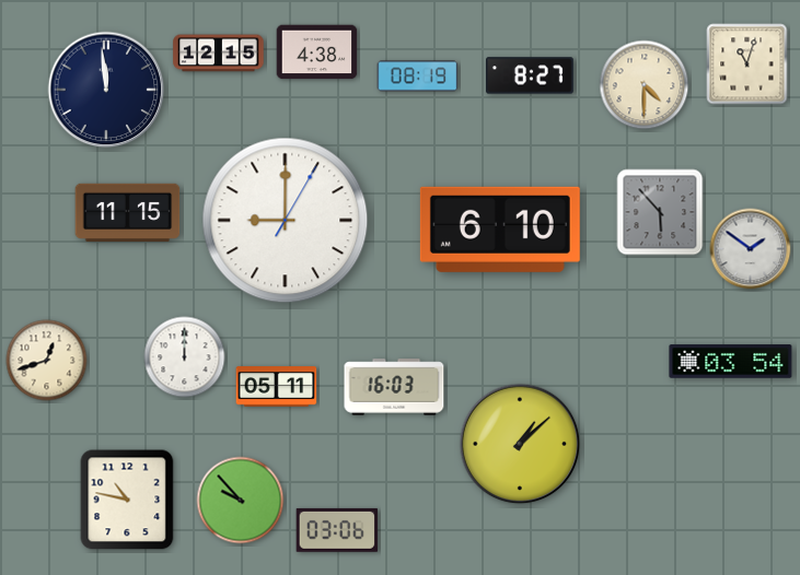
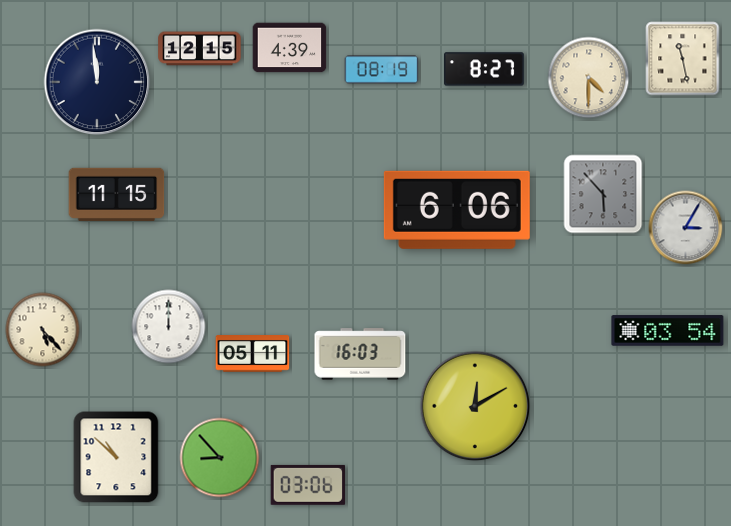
clock at (317, 52): 4:38 -> 4:39
clock at (747, 64): 11:03 -> 11:28
clock at (286, 221): 9:00 -> none
clock at (500, 230): 6:10 -> 6:06
clock at (751, 249): 1:51 -> 3:05
clock at (47, 361): 12:42 -> 5:23
clock at (520, 444): 1:08 -> 12:10
clock at (127, 500): 10:47 -> 10:52
clock at (241, 501): 9:53 -> 8:53
